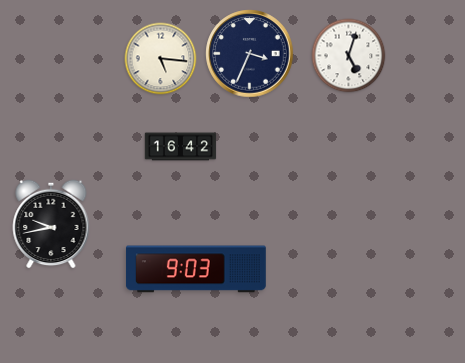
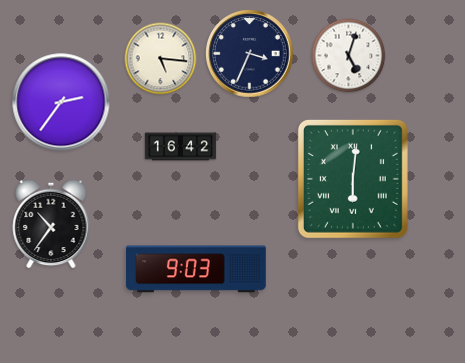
clock at (61, 102): none -> 2:36
clock at (353, 179): none -> 6:01
clock at (51, 224): 9:43 -> 10:36
